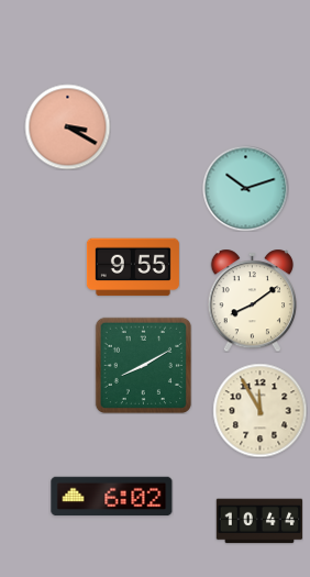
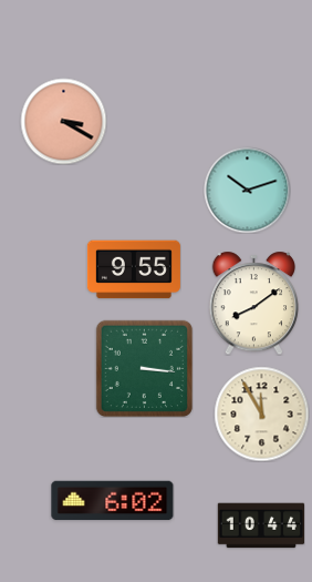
clock at (67, 126) position: (67, 126) -> (63, 121)
clock at (143, 365): 8:10 -> 3:16
